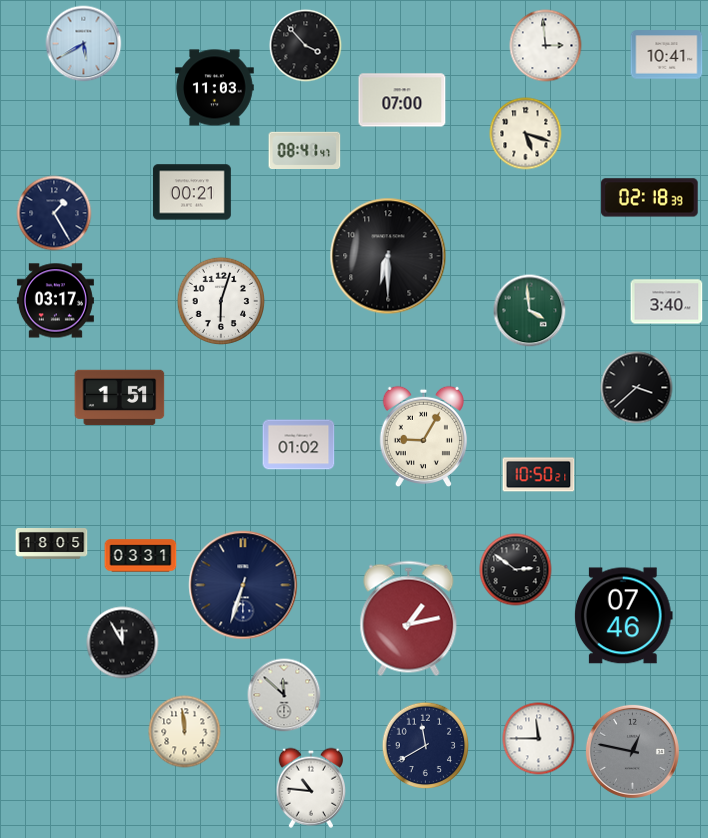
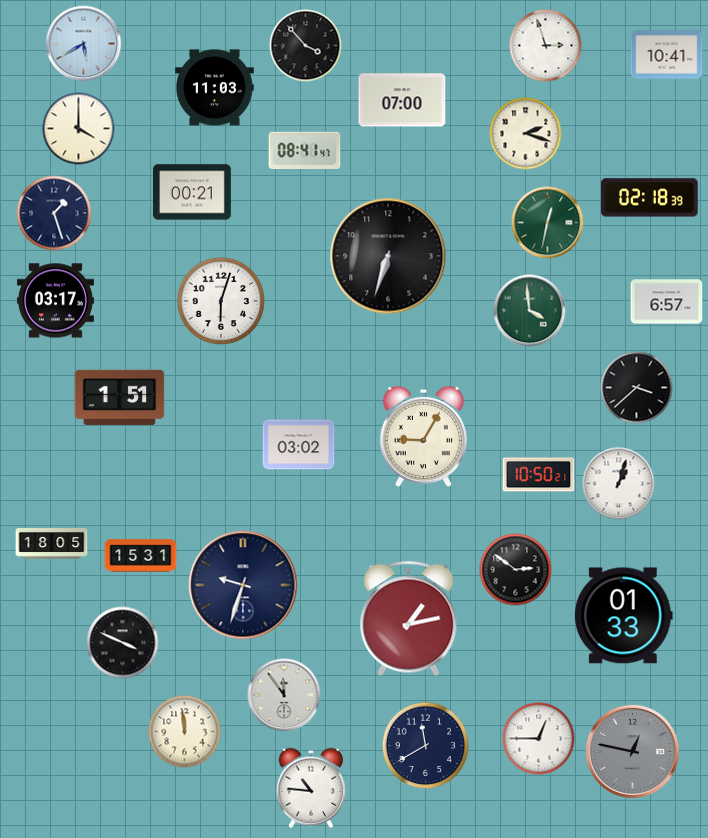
clock at (546, 46): 2:59 -> 2:57
clock at (79, 129): none -> 4:00
clock at (526, 134): 5:18 -> 2:18
clock at (54, 213): 1:25 -> 1:27
clock at (548, 223): none -> 12:32
clock at (388, 256): 6:30 -> 6:33
clock at (667, 302): 3:40 -> 6:57
clock at (299, 445): 01:02 -> 03:02
clock at (619, 484): none -> 1:03
clock at (141, 556): 03:31 -> 15:31
clock at (243, 585): 6:33 -> 9:33
clock at (623, 616): 07:46 -> 01:33
clock at (123, 643): 11:55 -> 3:49
clock at (284, 695): 11:52 -> 11:54
clock at (539, 739): 11:45 -> 12:45
